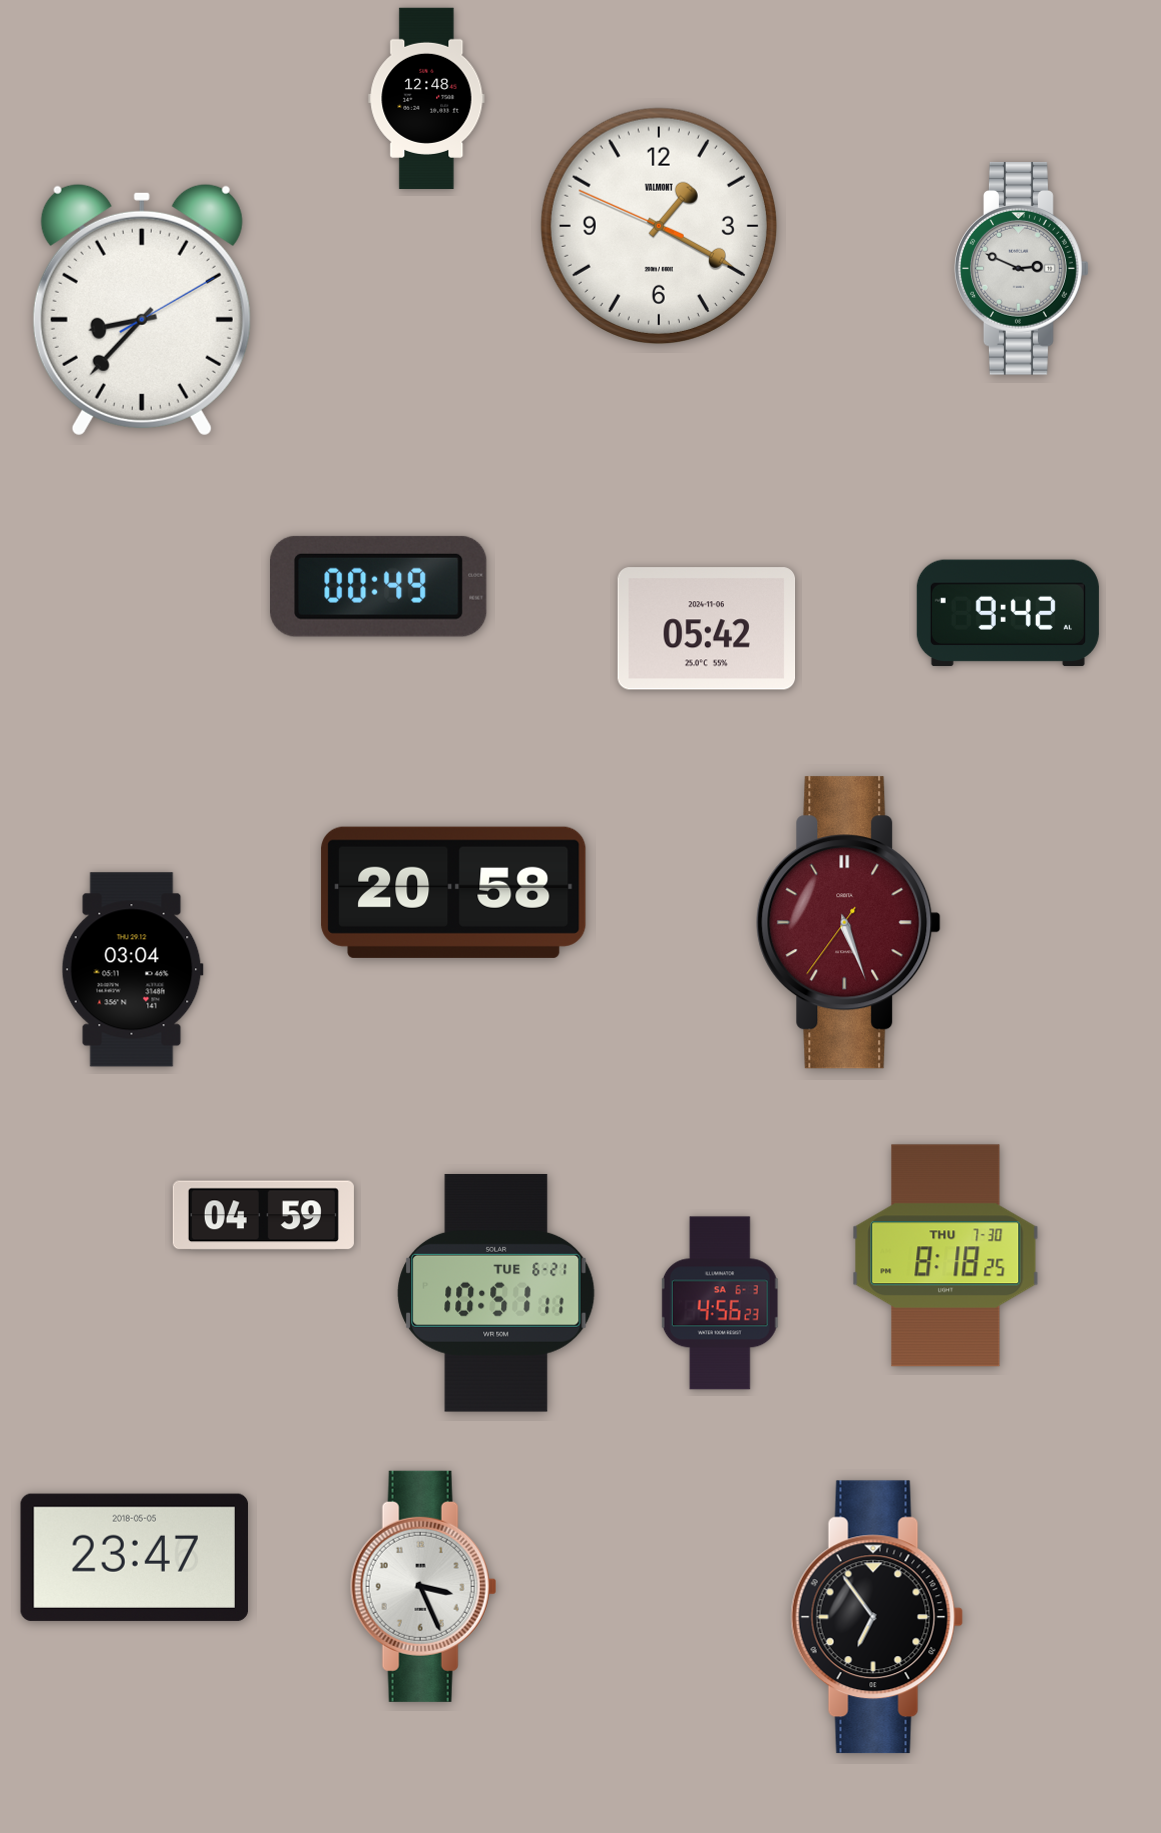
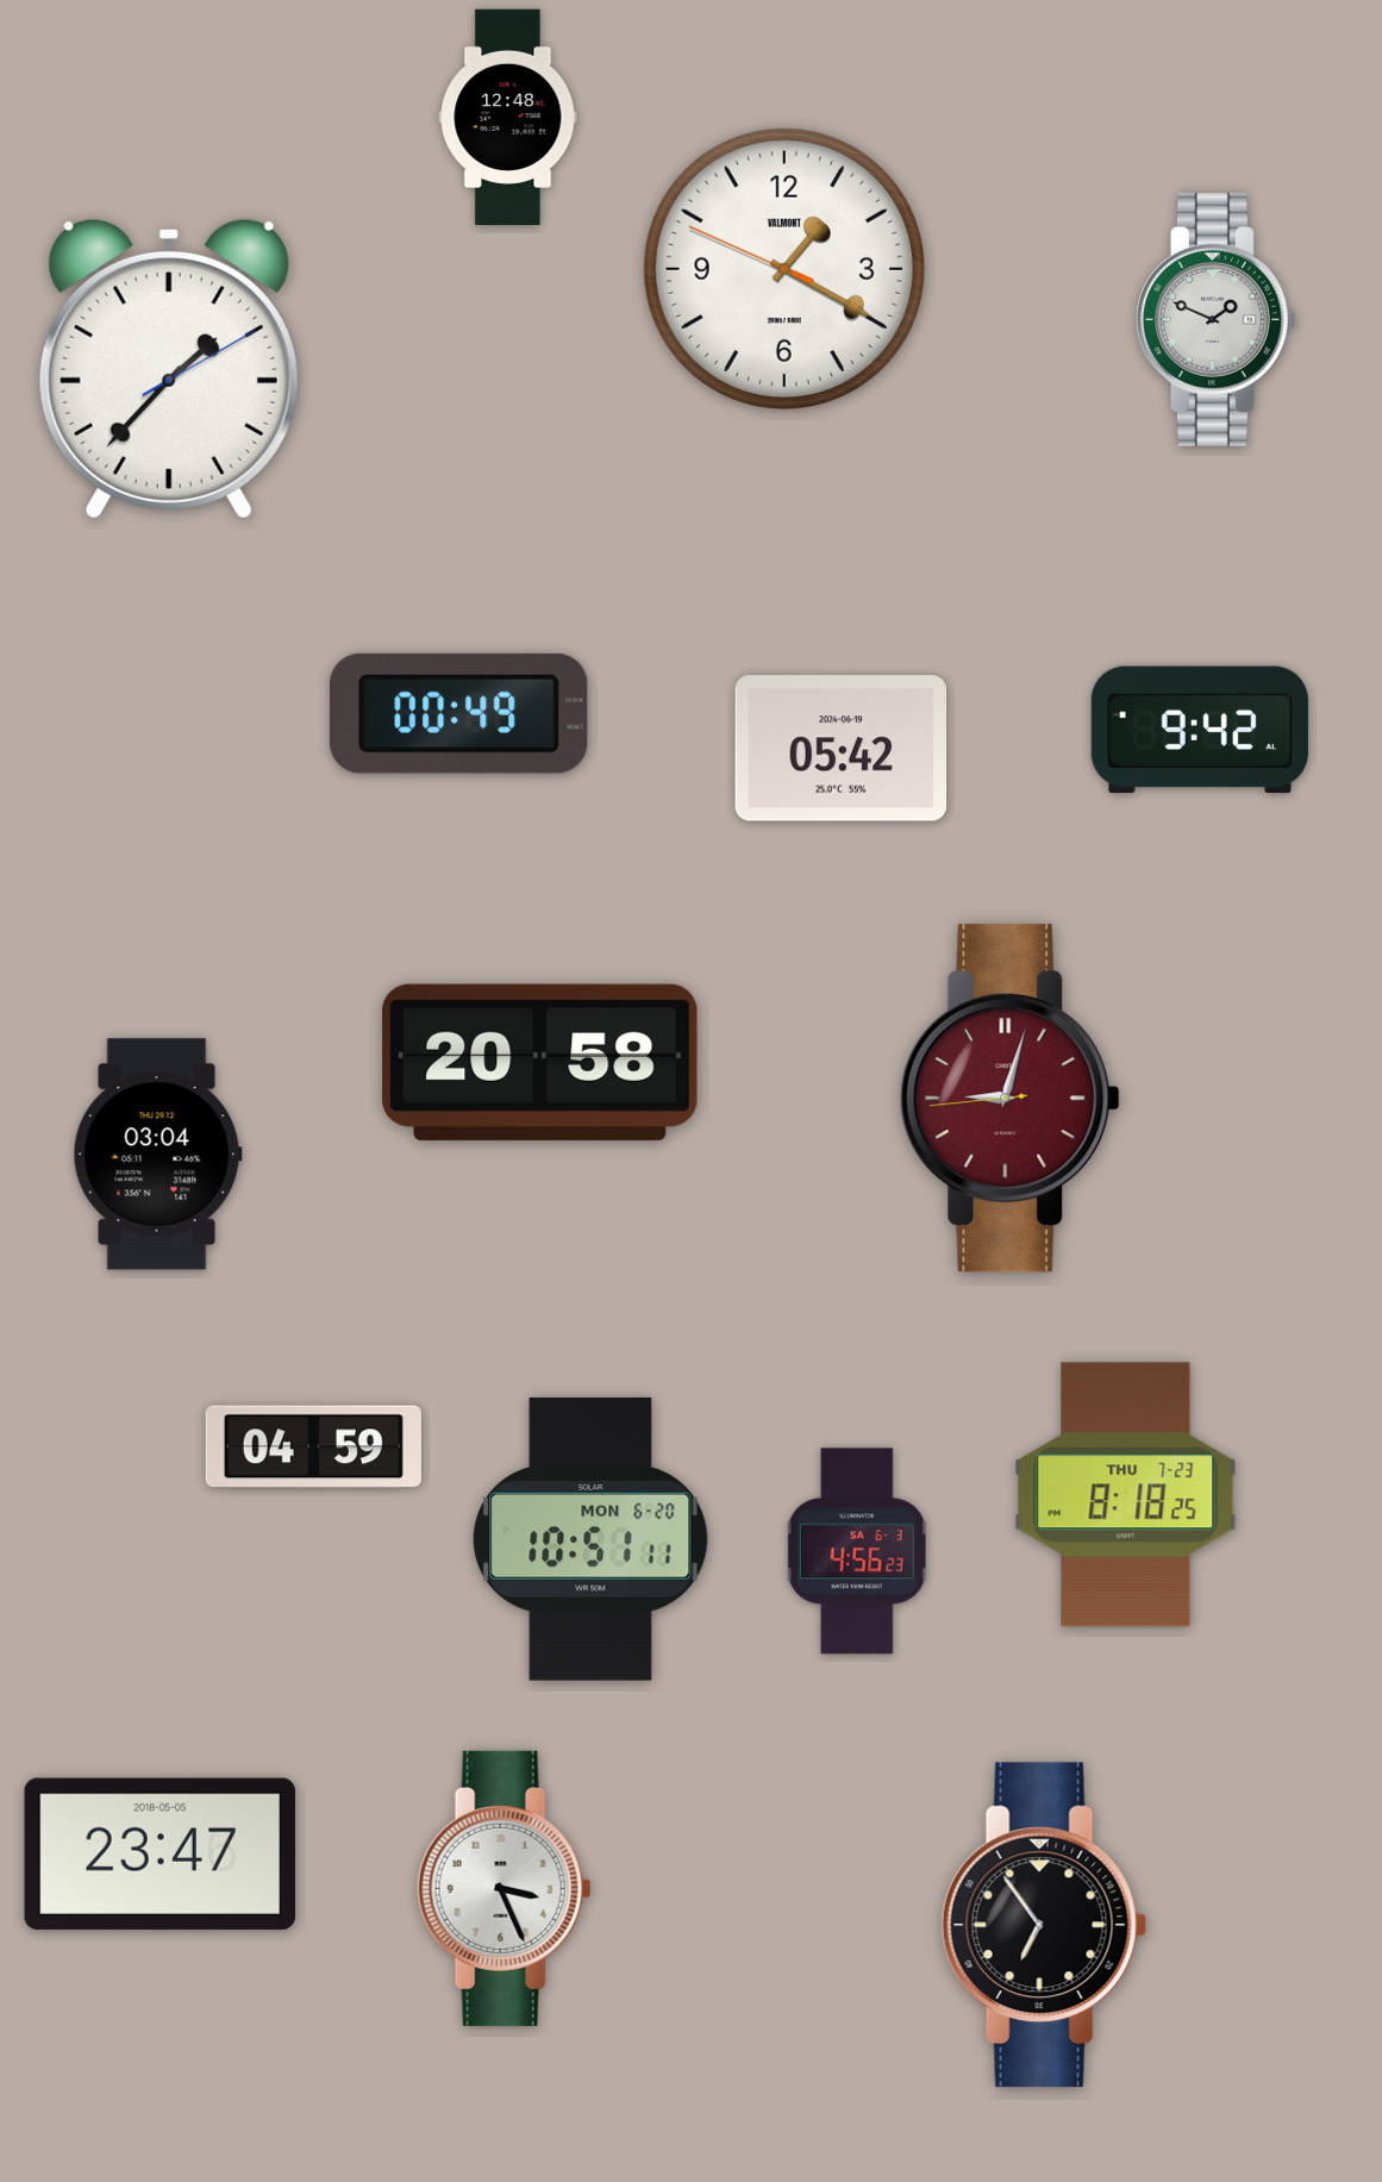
clock at (1022, 268): 2:49 -> 1:49
clock at (142, 310): 8:37 -> 1:37
clock at (379, 586) position: (379, 586) -> (459, 713)
clock at (707, 629) date: 2024-11-06 -> 2024-06-19
clock at (849, 923): 5:26 -> 9:02
clock at (946, 1256) date: THU 7-30 -> THU 7-23
clock at (496, 1293) date: TUE 6-21 -> MON 6-20
